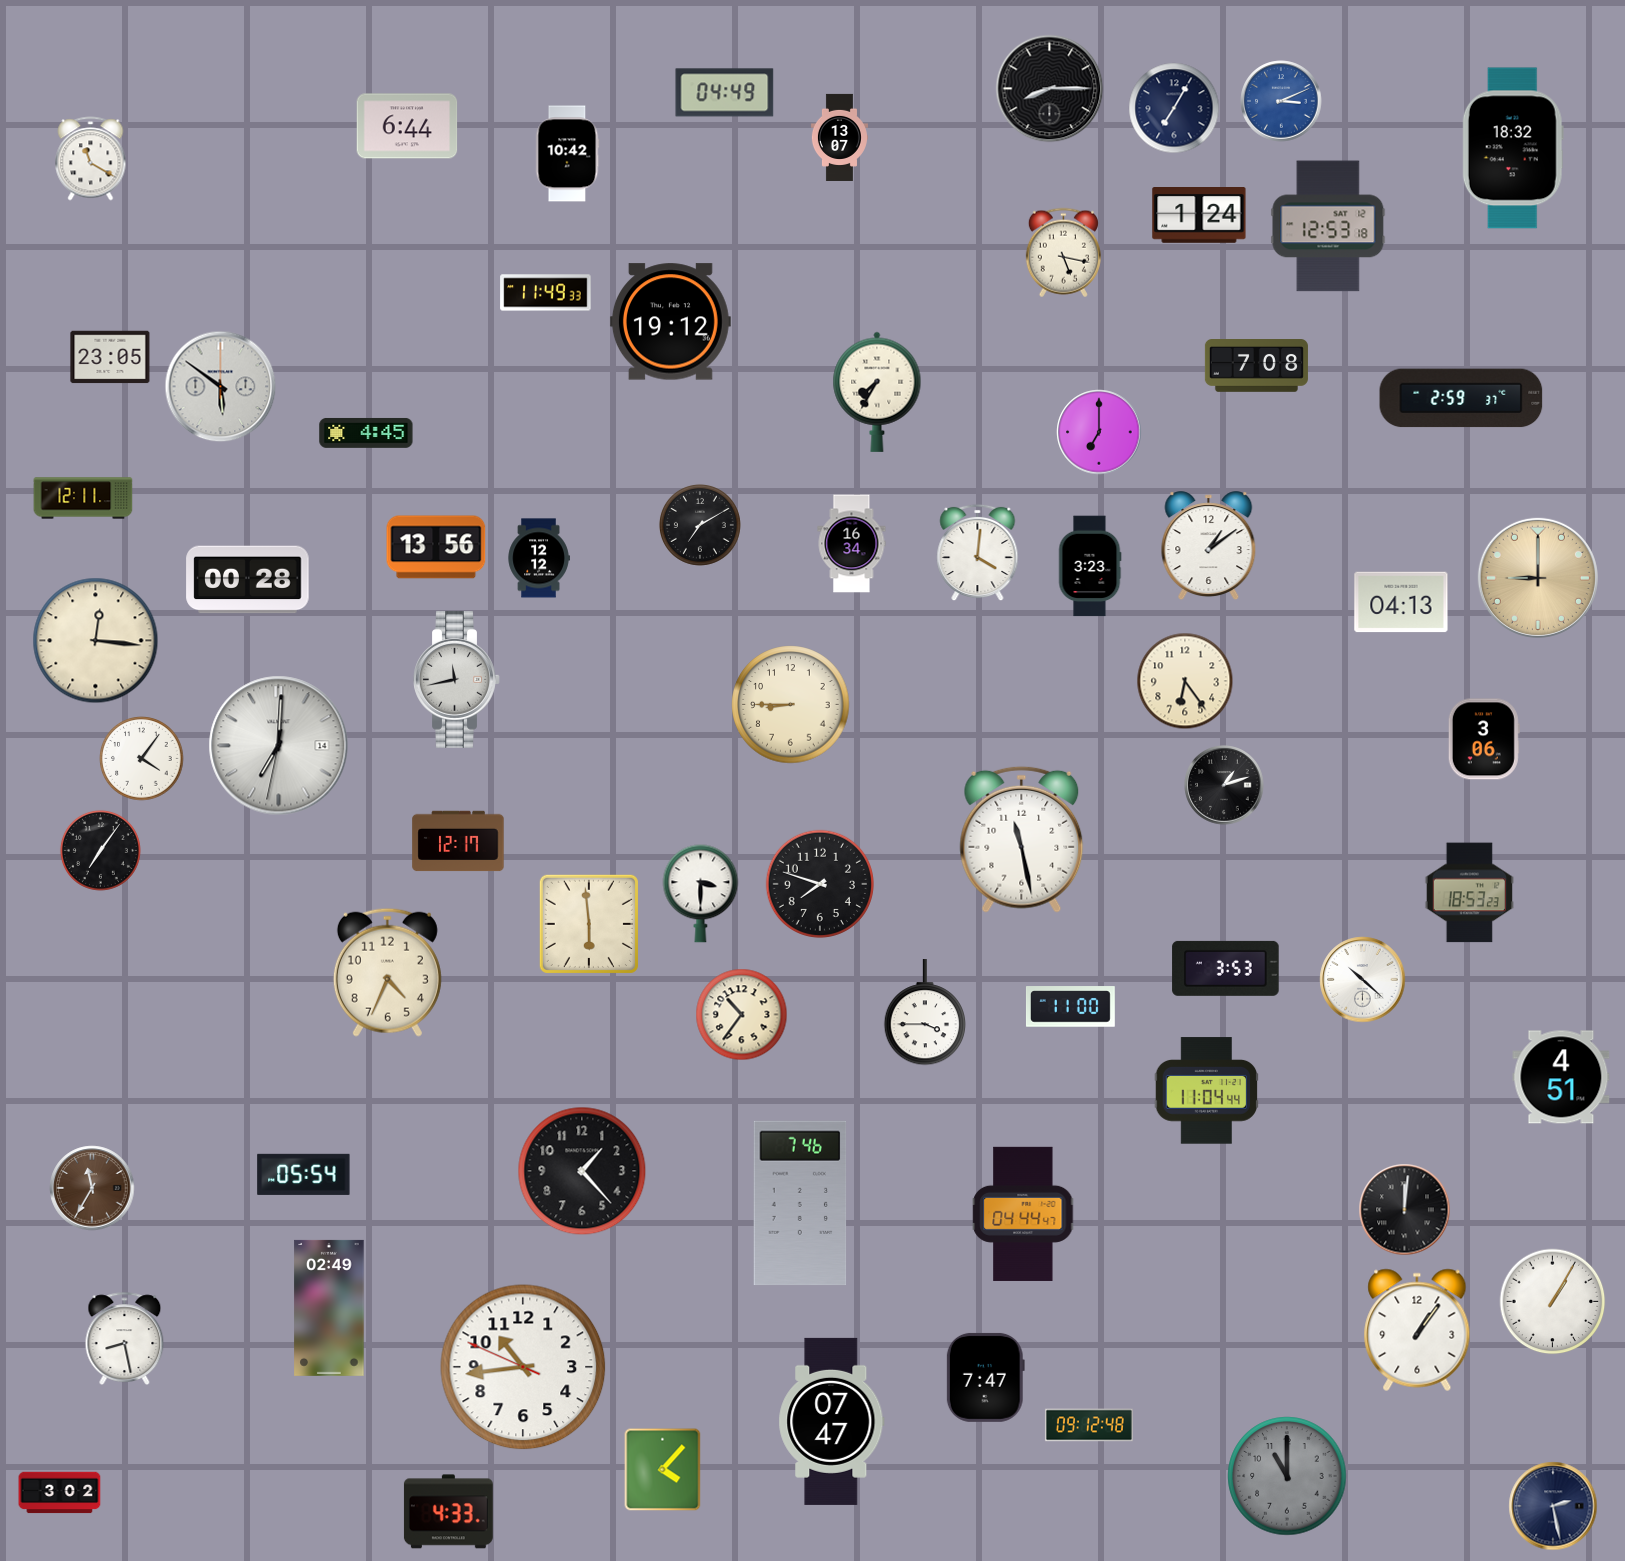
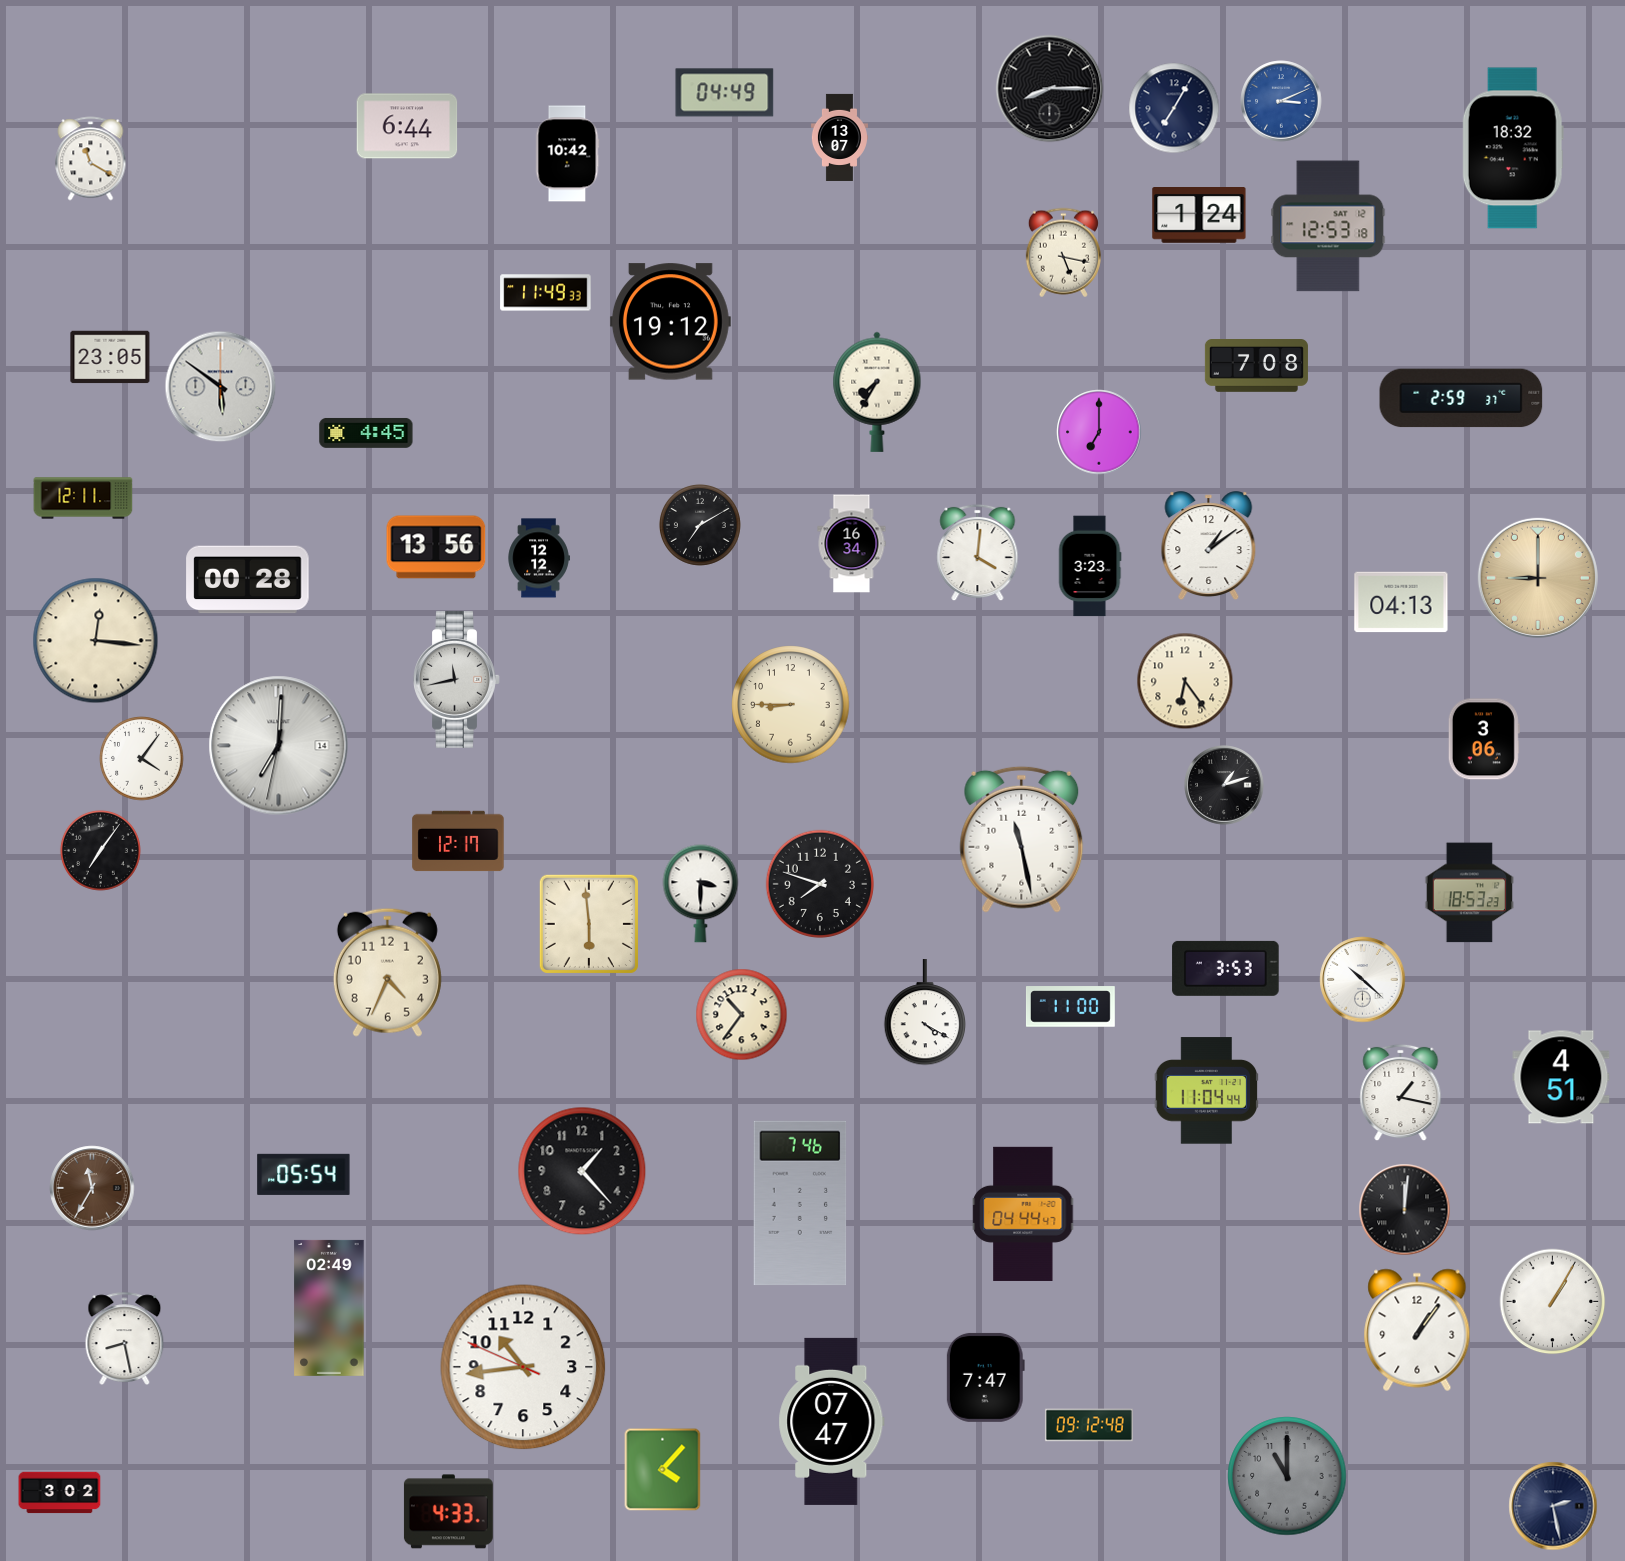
clock at (924, 1013): 3:45 -> 4:20
clock at (1401, 1093): none -> 1:17
